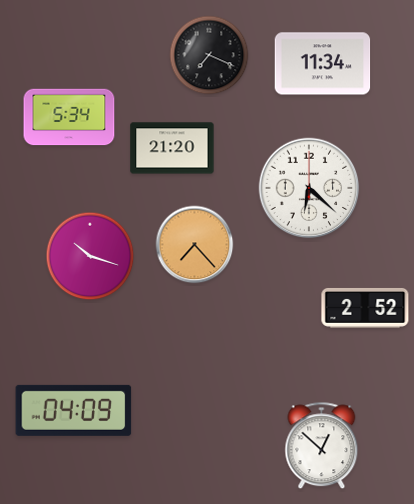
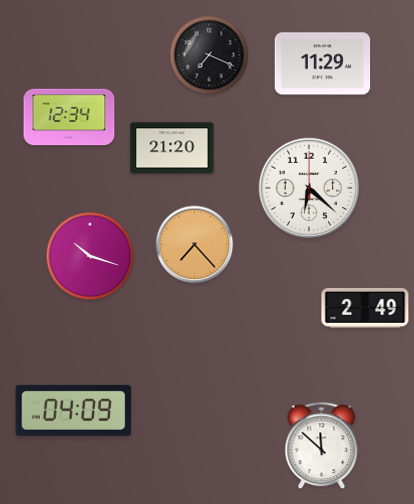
clock at (323, 64): 11:34 -> 11:29
clock at (69, 117): 5:34 -> 12:34
clock at (365, 308): 2:52 -> 2:49
clock at (322, 446): 12:52 -> 11:52
